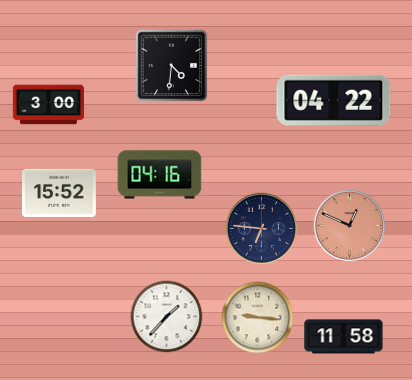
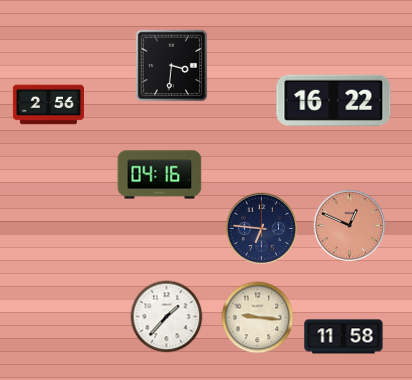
clock at (172, 66): 4:31 -> 3:31
clock at (334, 100): 04:22 -> 16:22
clock at (48, 105): 3:00 -> 2:56
clock at (60, 193): 15:52 -> none
